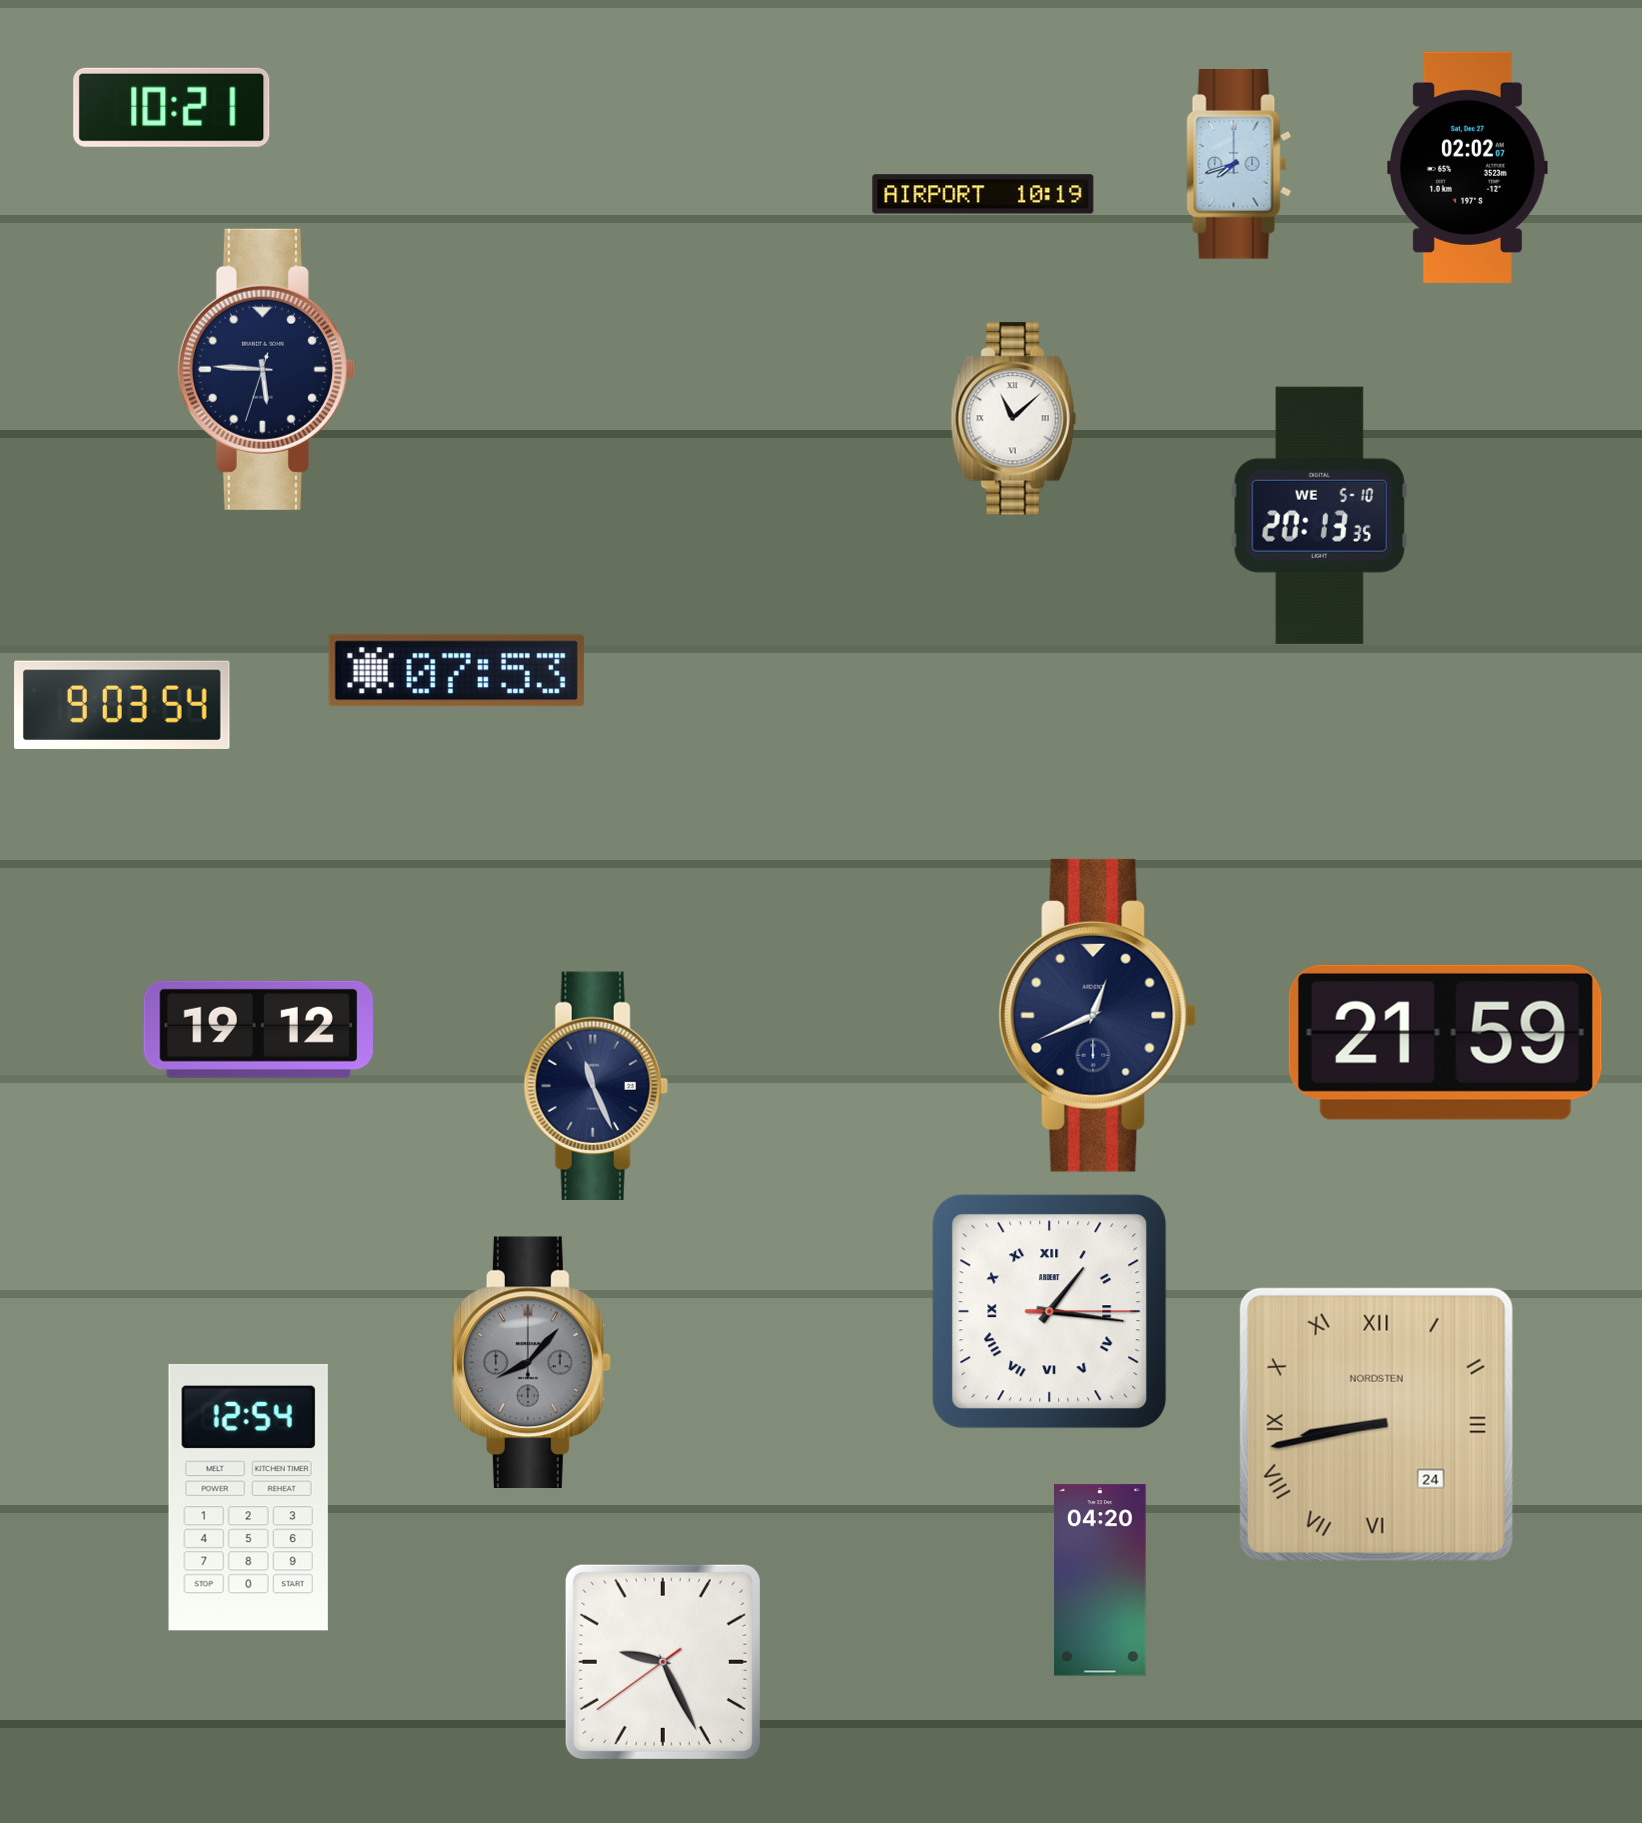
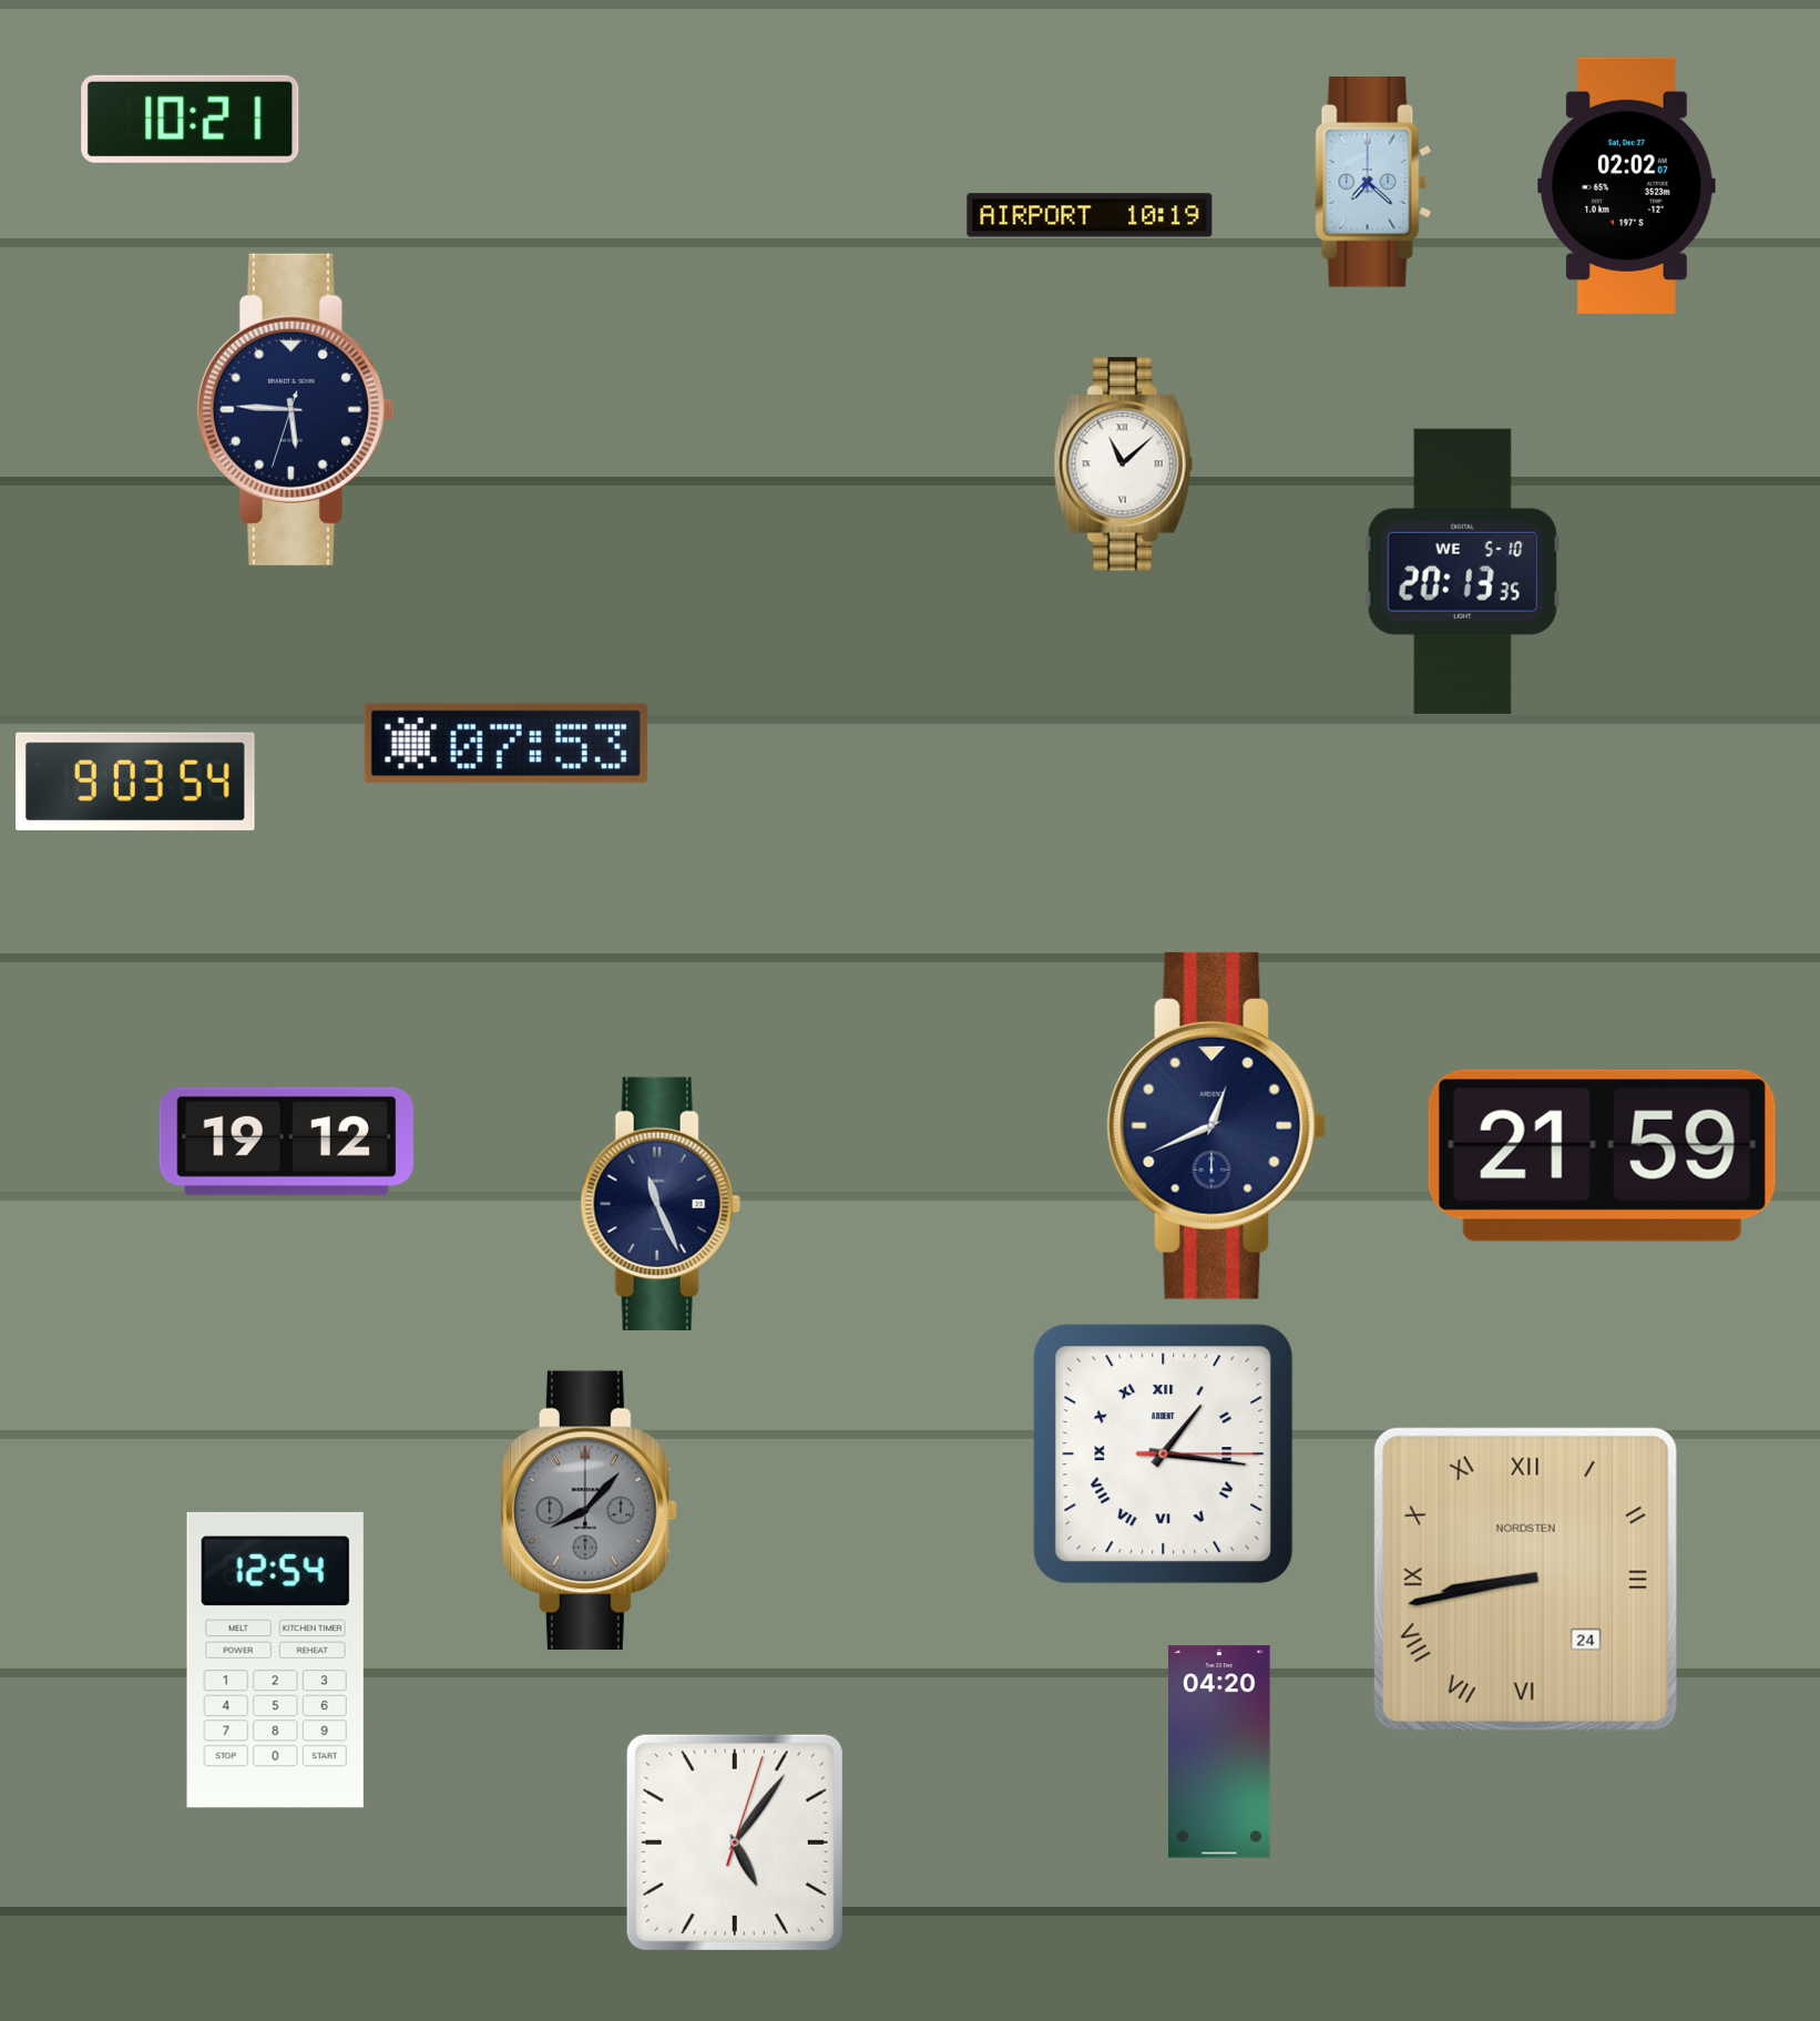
clock at (1239, 165): 7:42 -> 7:22
clock at (663, 1662): 9:25 -> 5:06
